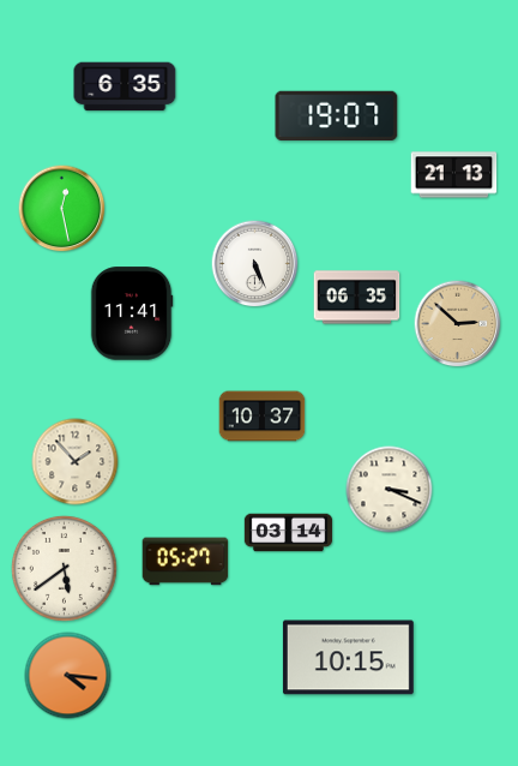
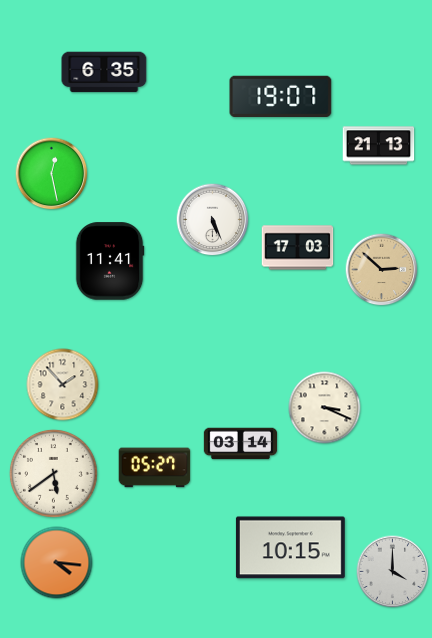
clock at (357, 298): 06:35 -> 17:03
clock at (263, 417): 10:37 -> none
clock at (393, 572): none -> 4:00
